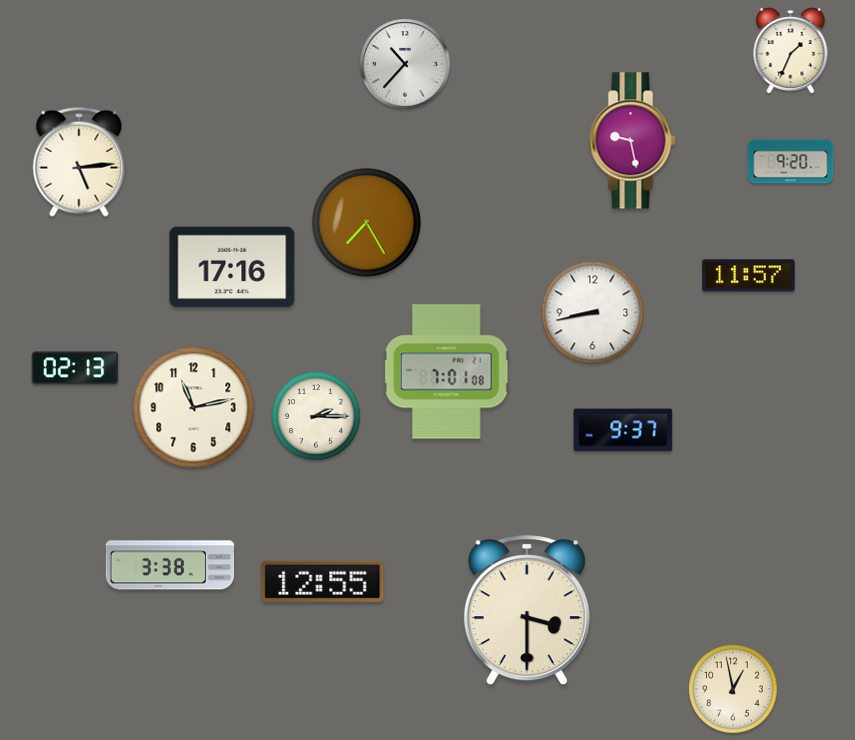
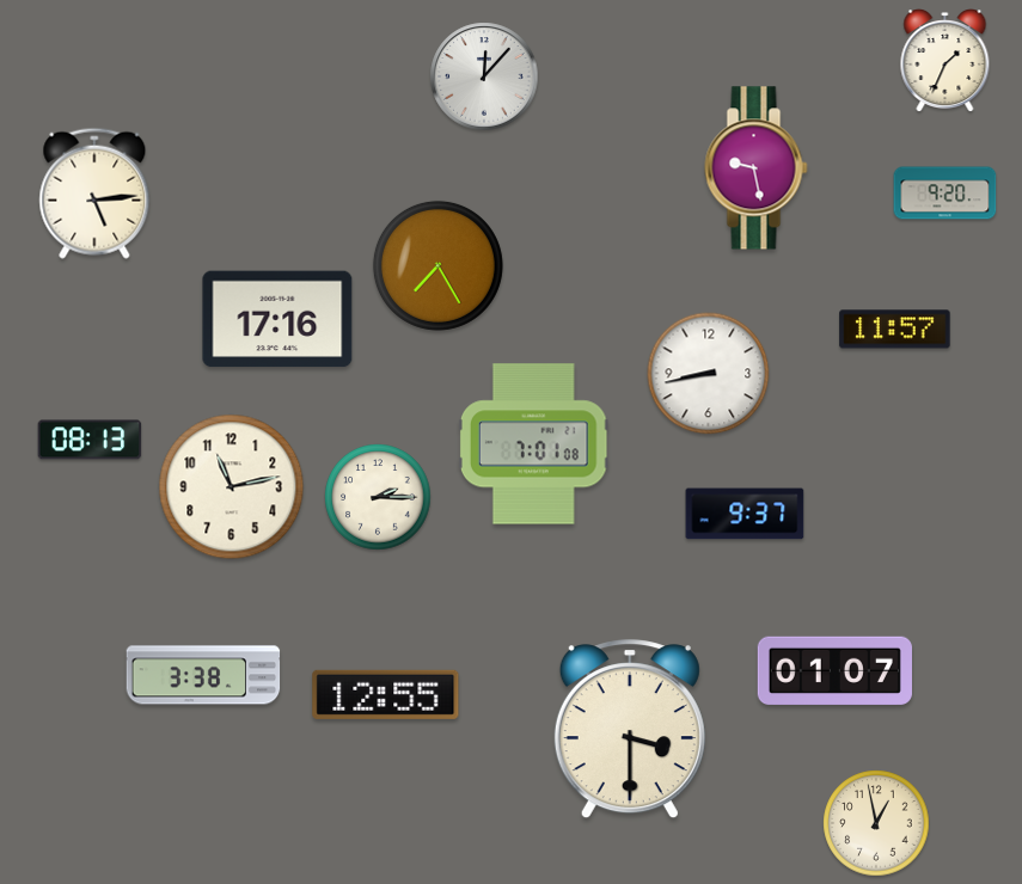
clock at (405, 64): 10:37 -> 12:07
clock at (75, 368): 02:13 -> 08:13
clock at (834, 670): none -> 01:07
